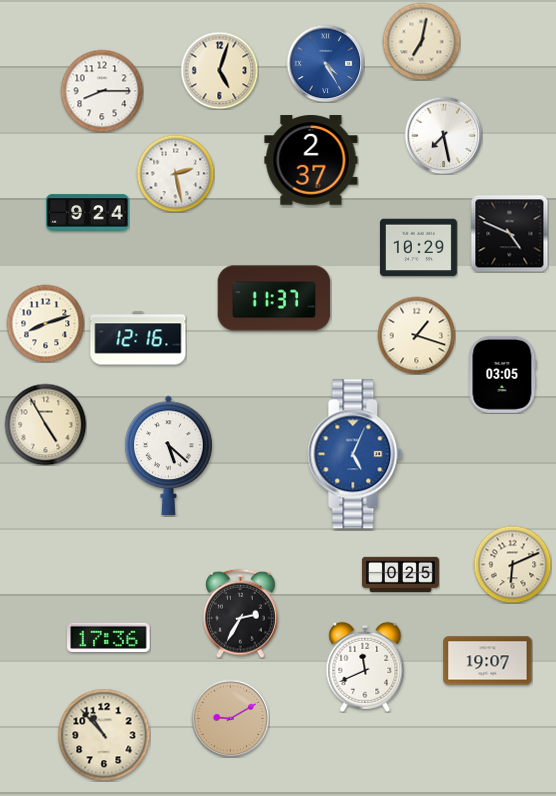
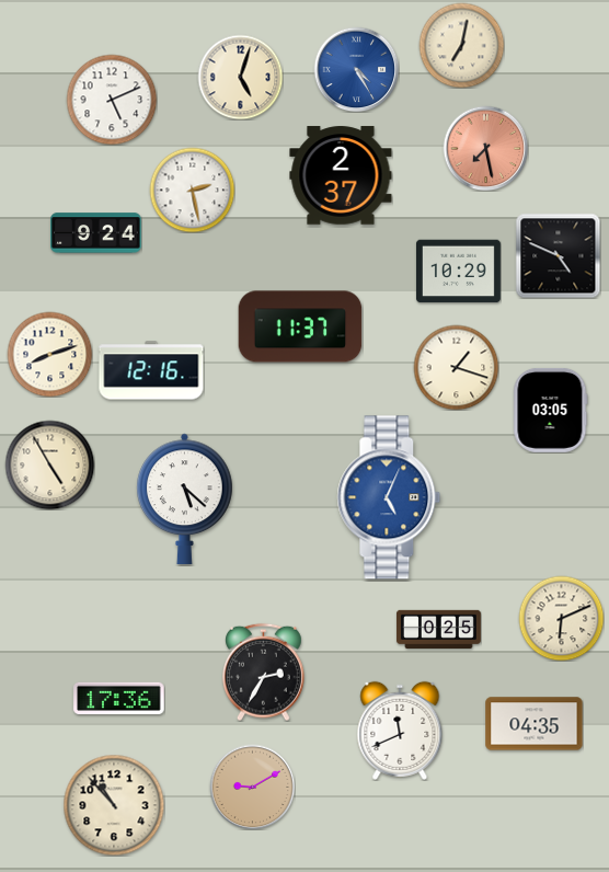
clock at (102, 91): 8:15 -> 5:11
clock at (443, 135) dial: white -> salmon
clock at (488, 661): 19:07 -> 04:35
